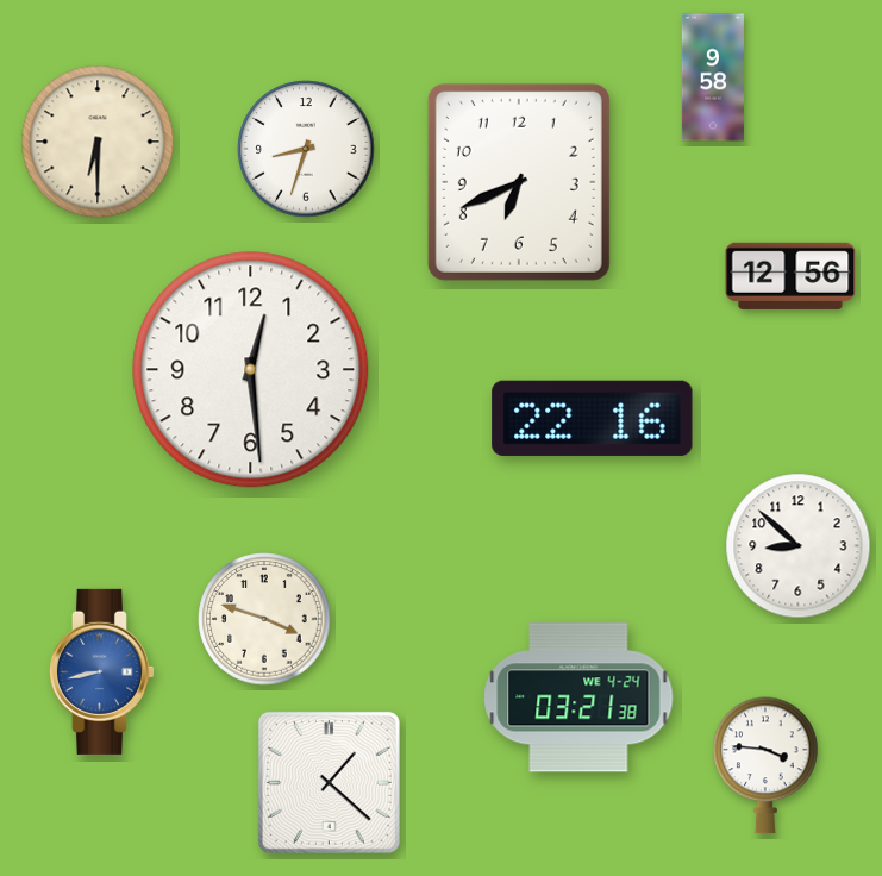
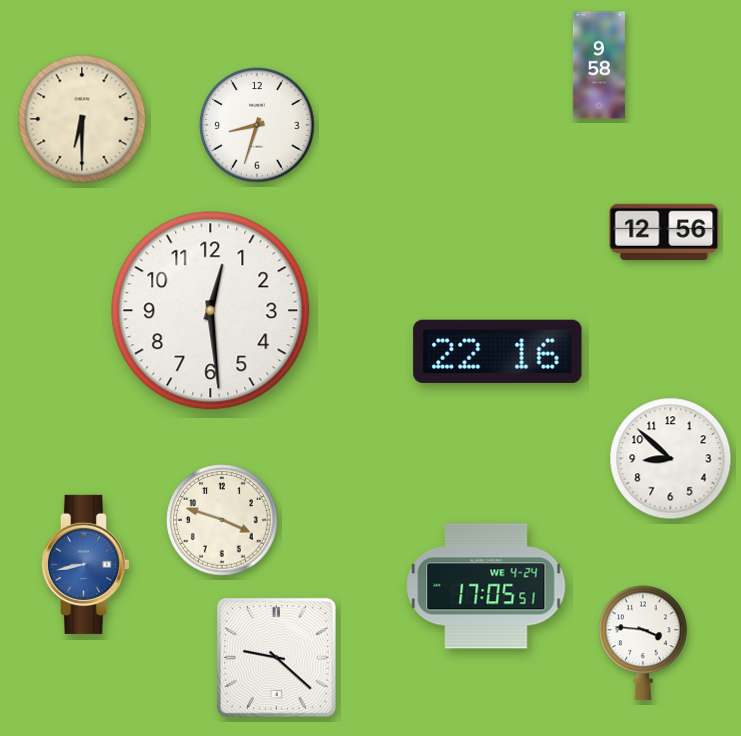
clock at (519, 182): 6:41 -> none
clock at (578, 697): 03:21 -> 17:05
clock at (329, 782): 1:22 -> 9:22
